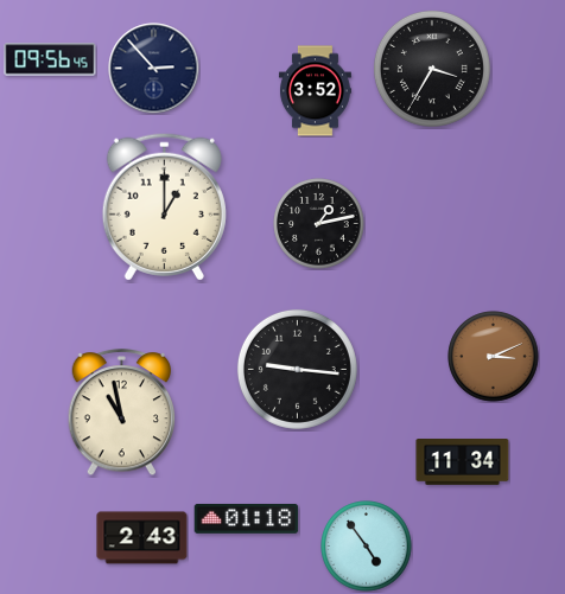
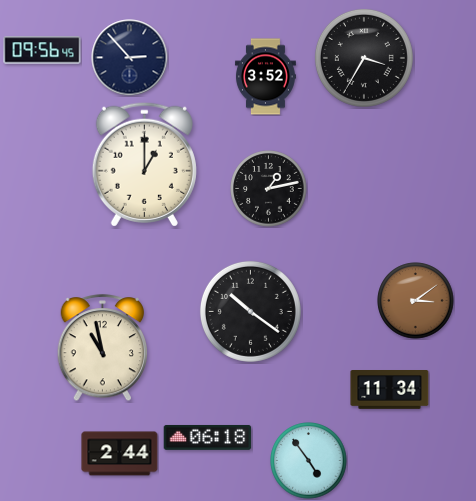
clock at (164, 206) position: (164, 206) -> (144, 164)
clock at (494, 357): 3:11 -> 3:09
clock at (297, 369): 9:16 -> 10:21
clock at (247, 518): 01:18 -> 06:18
clock at (142, 538): 2:43 -> 2:44
